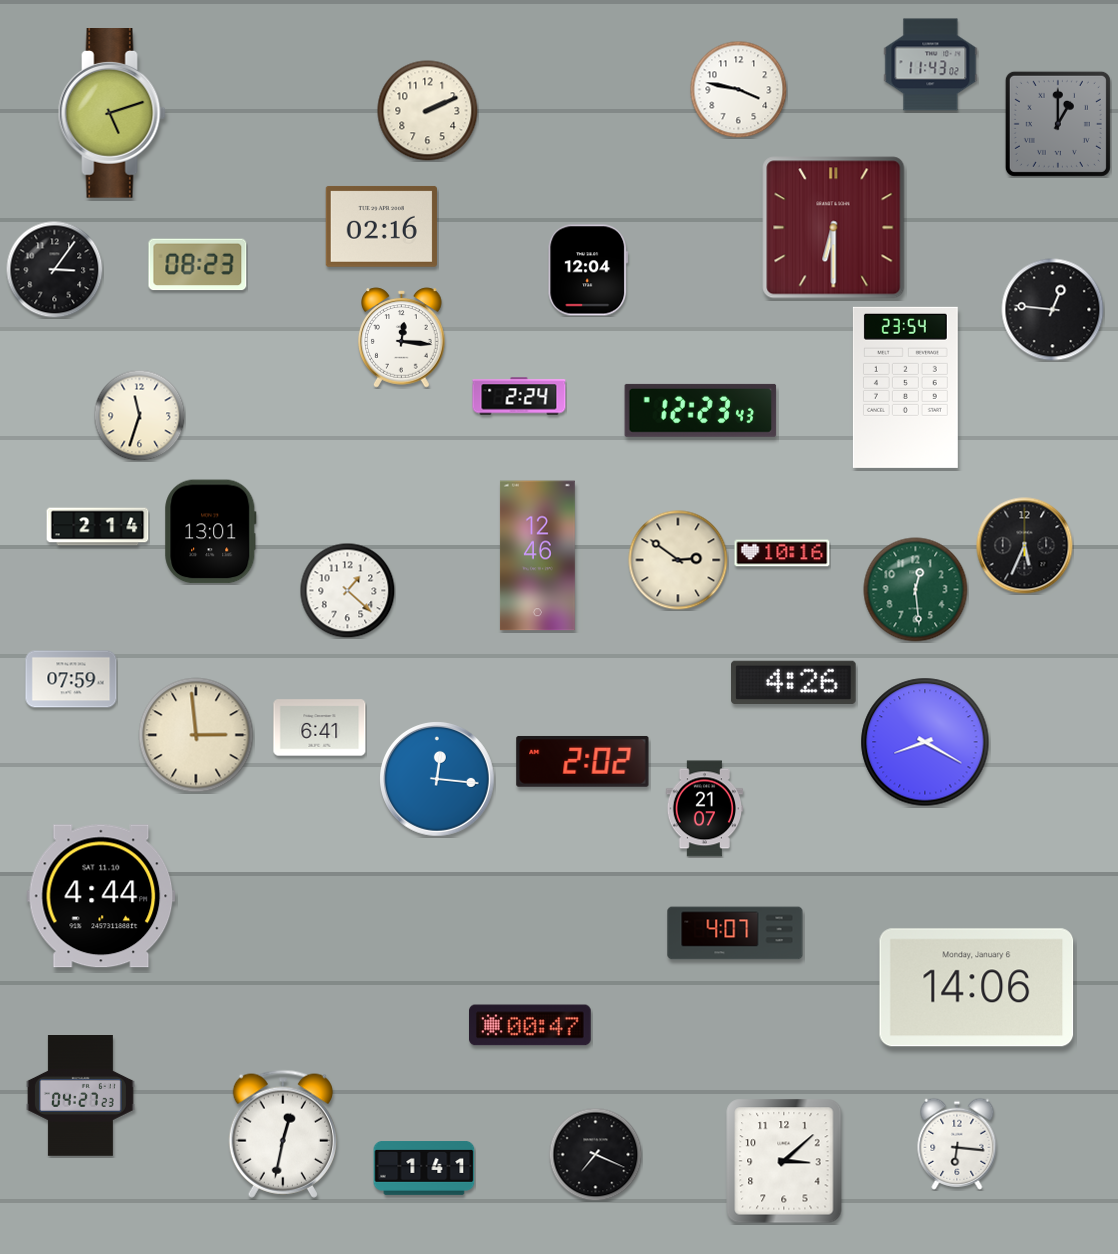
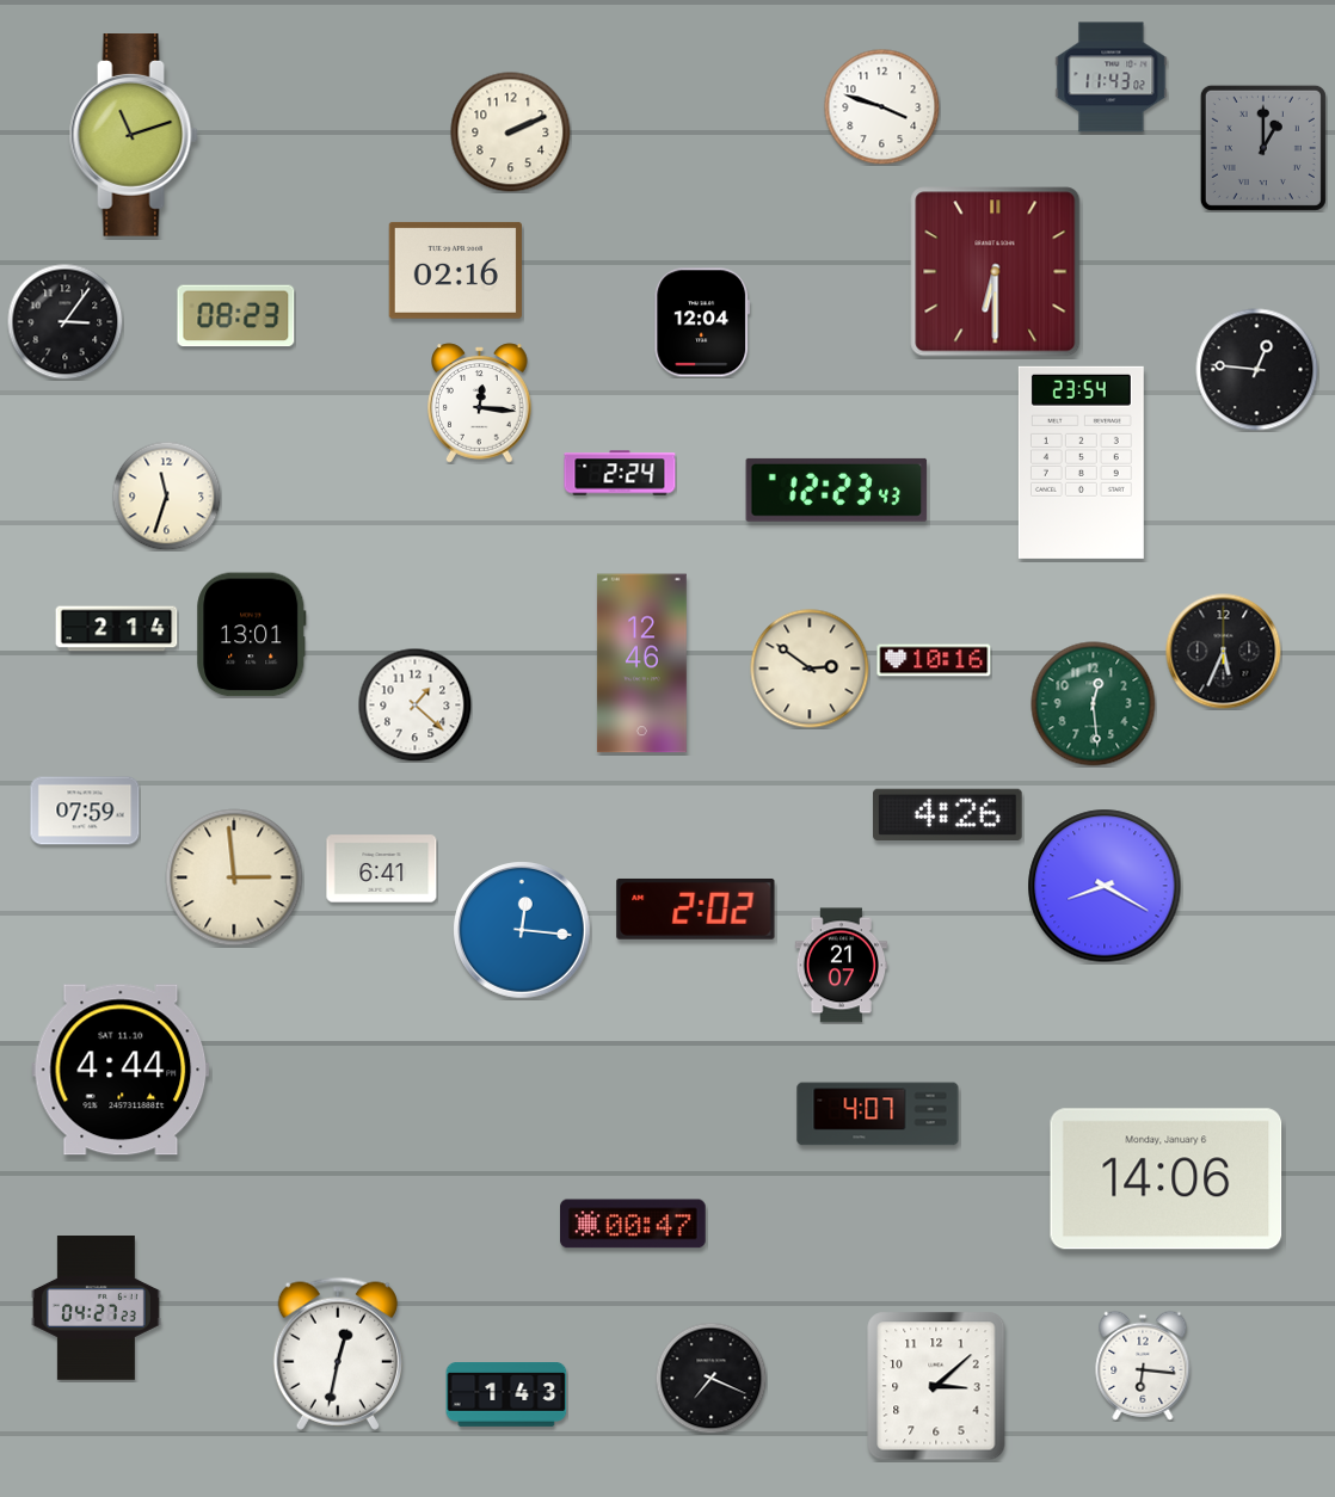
clock at (738, 89): 3:47 -> 3:48
clock at (112, 114): 5:12 -> 11:12
clock at (424, 1169): 1:41 -> 1:43
